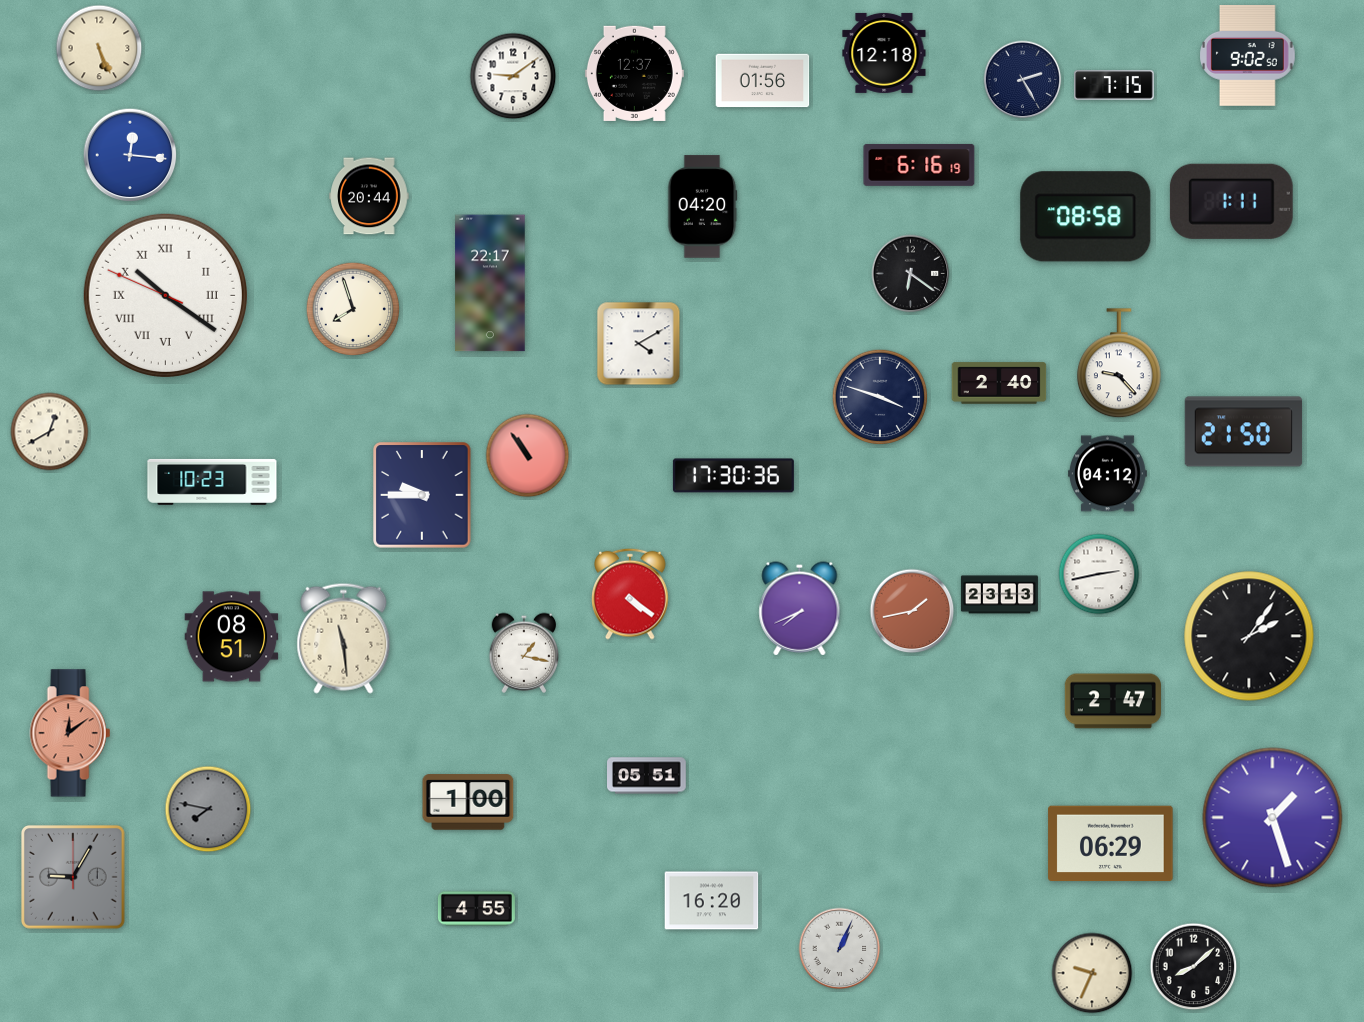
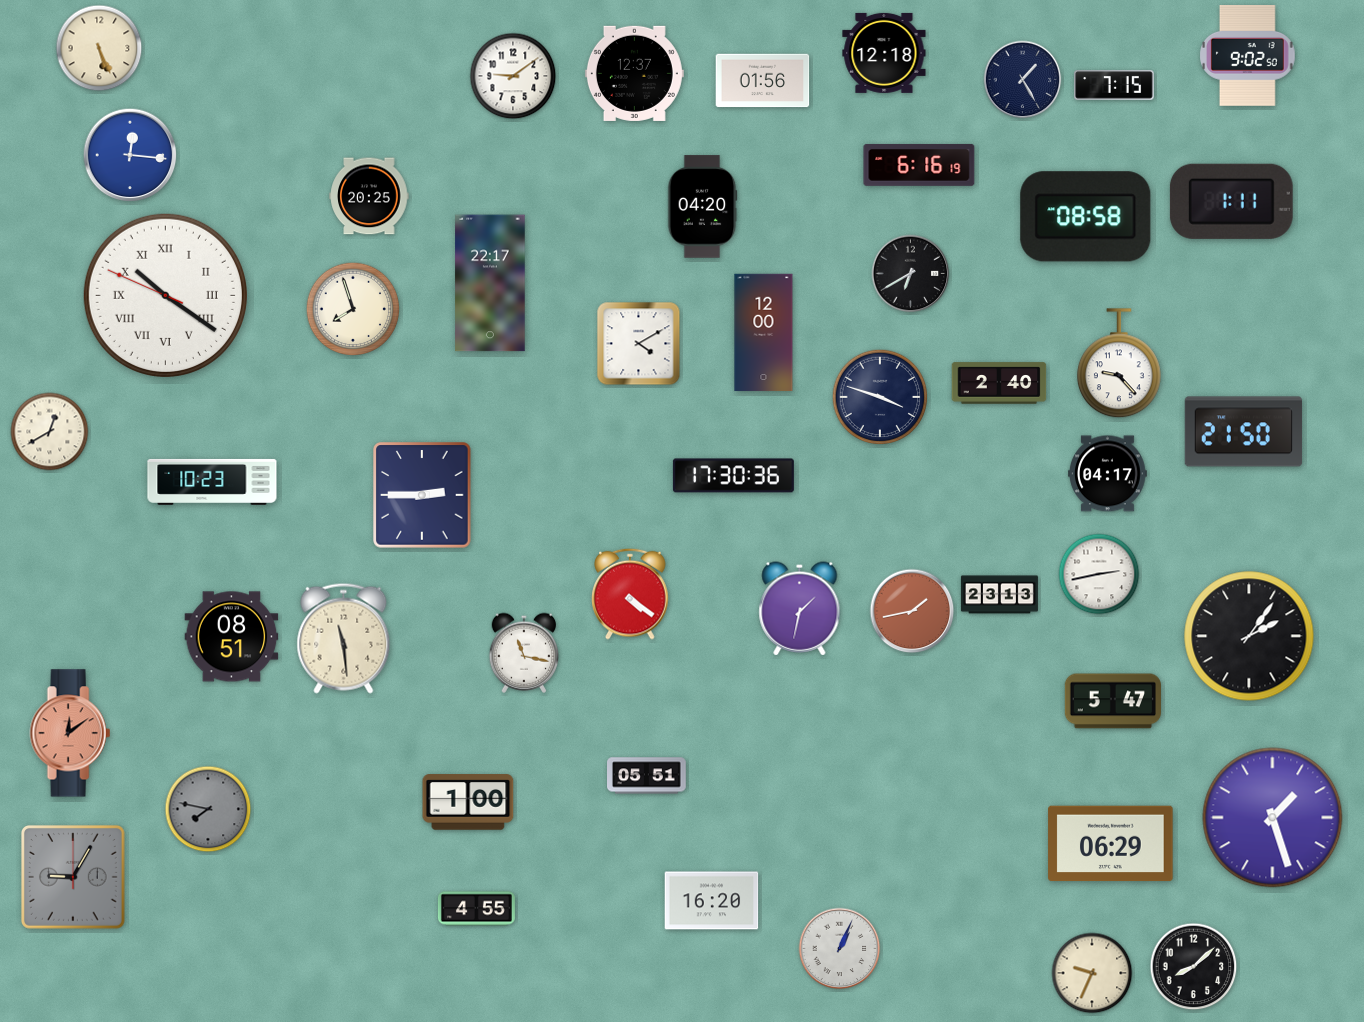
clock at (1023, 80): 2:25 -> 1:25
clock at (369, 196): 20:44 -> 20:25
clock at (911, 274): 6:21 -> 6:40
clock at (764, 333): none -> 12:00
clock at (528, 456): 10:54 -> none
clock at (1108, 474): 04:12 -> 04:17
clock at (422, 495): 9:45 -> 2:45
clock at (800, 609): 7:41 -> 1:32
clock at (524, 653): 1:17 -> 11:17
clock at (1112, 701): 2:47 -> 5:47
